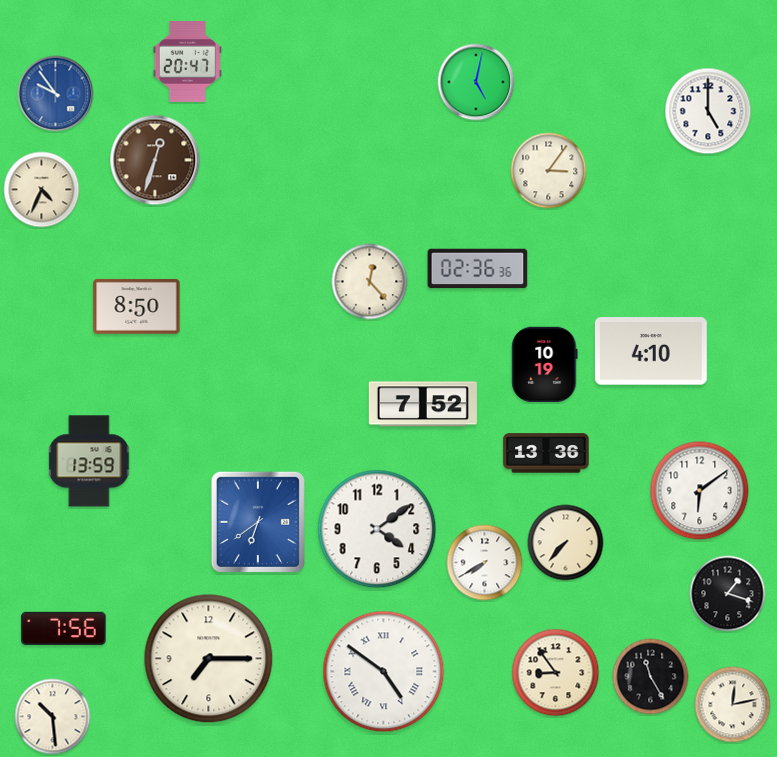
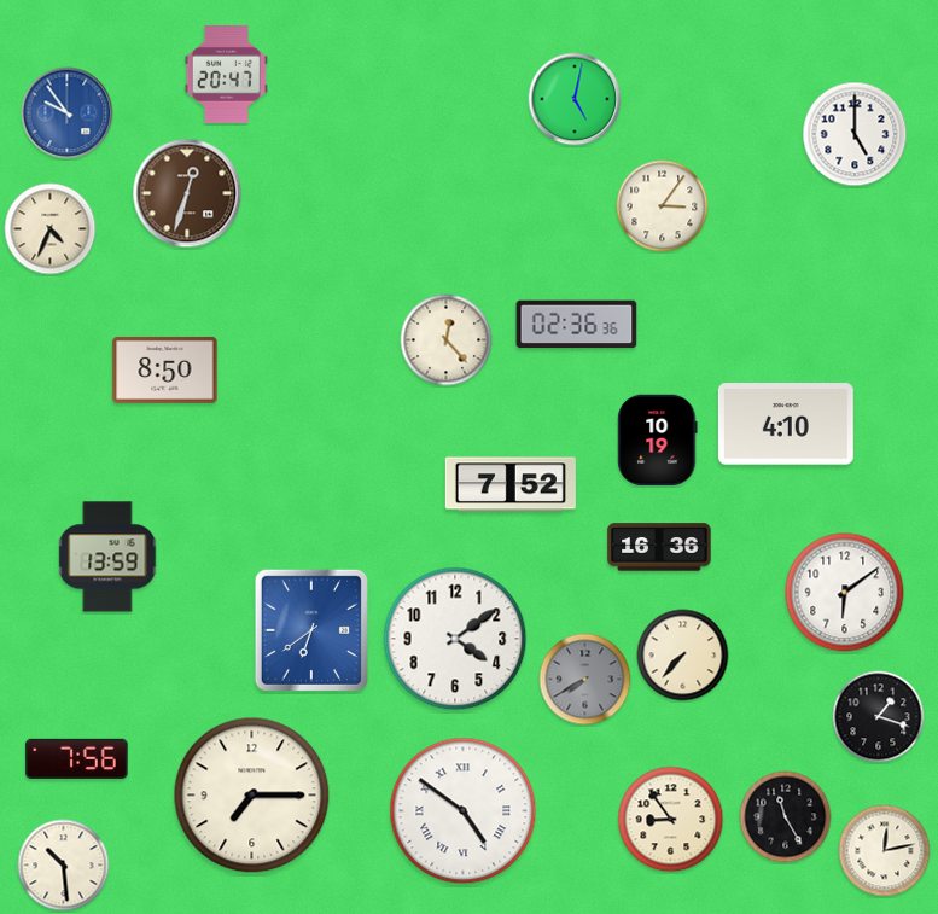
clock at (423, 404) position: (423, 404) -> (511, 484)
clock at (546, 453): 13:36 -> 16:36
clock at (485, 563) dial: white -> grey
clock at (556, 673) position: (556, 673) -> (671, 820)
